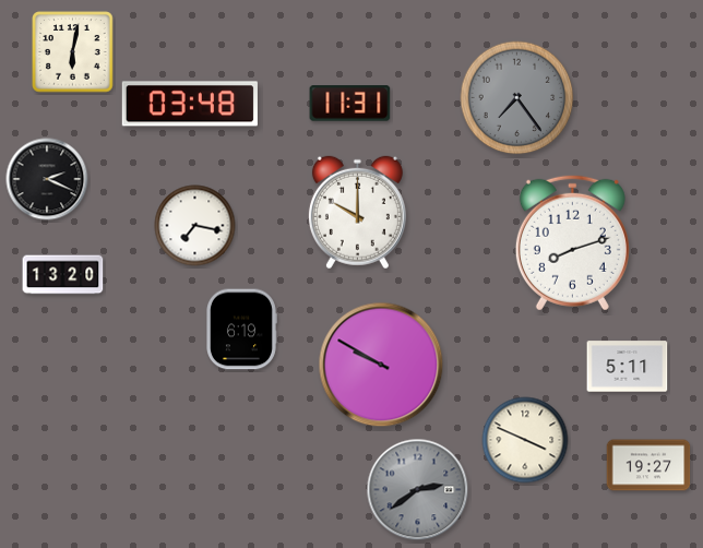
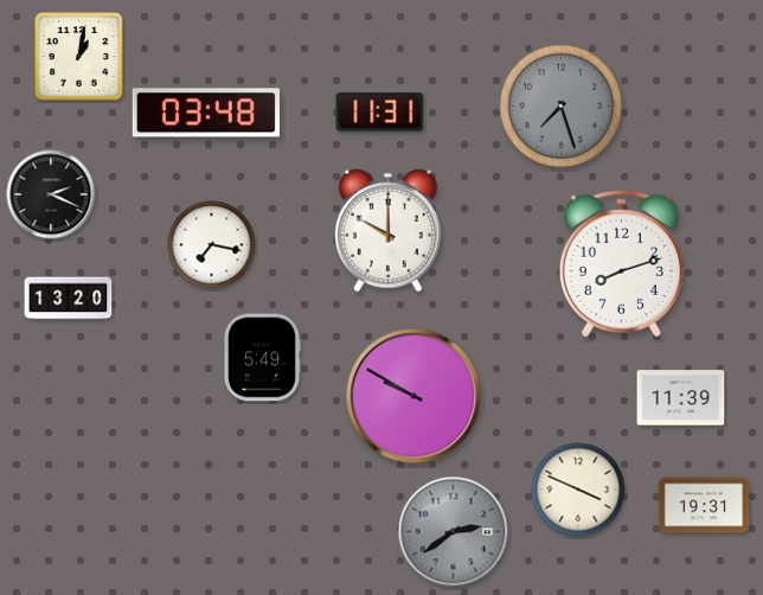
clock at (73, 52): 6:02 -> 1:02
clock at (517, 98): 7:24 -> 7:27
clock at (242, 330): 6:19 -> 5:49
clock at (628, 367): 5:11 -> 11:39
clock at (525, 440) position: (525, 440) -> (578, 490)
clock at (648, 465): 19:27 -> 19:31
